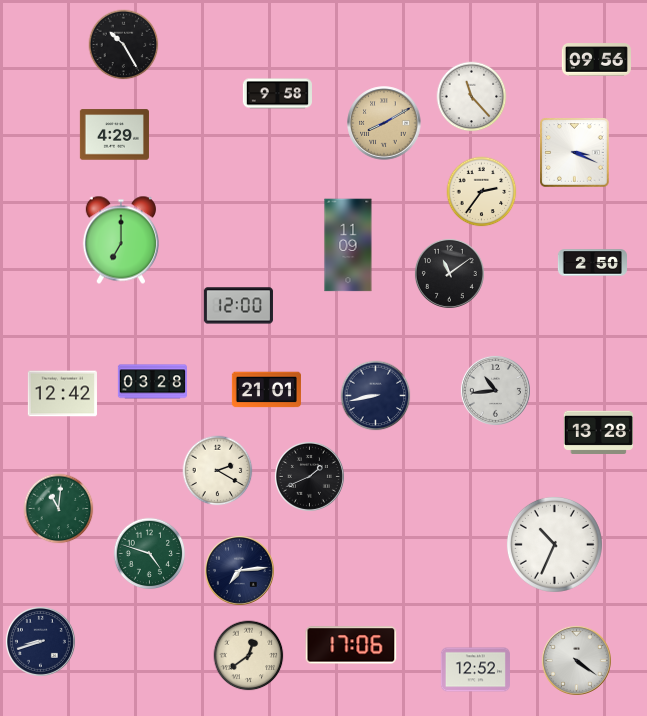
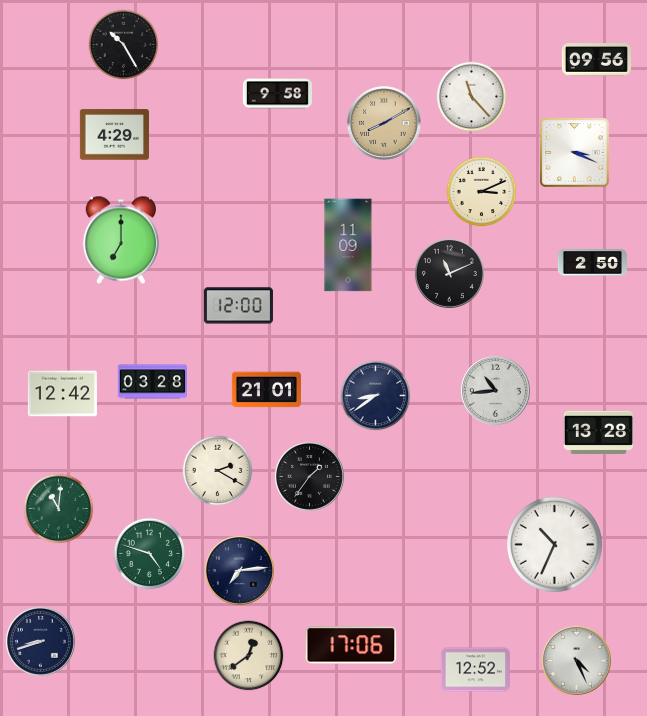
clock at (482, 192): 2:36 -> 3:11
clock at (449, 273): 11:09 -> 11:11
clock at (376, 396): 8:43 -> 8:39
clock at (309, 476): 1:41 -> 1:36
clock at (576, 660): 4:21 -> 4:26
